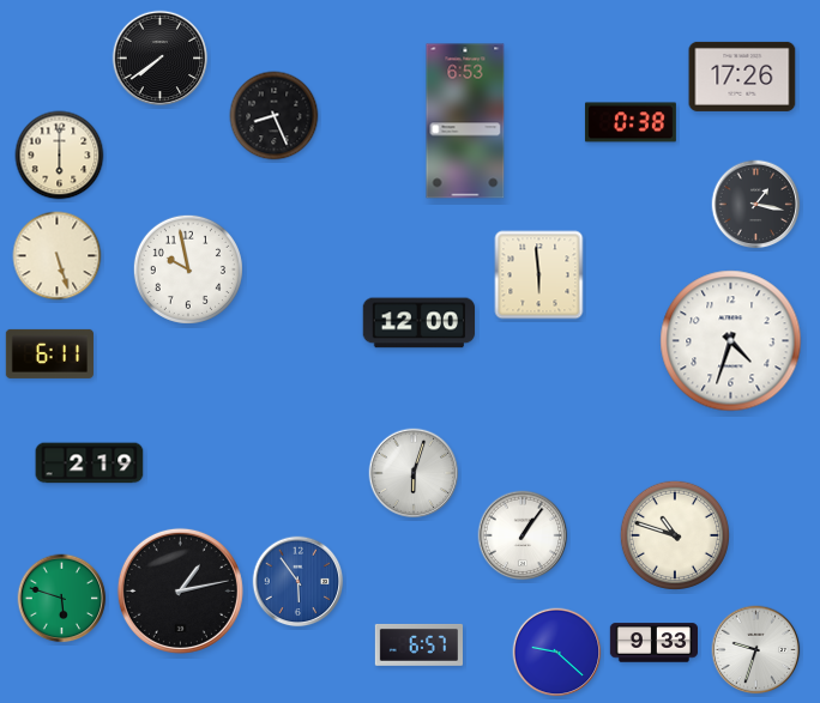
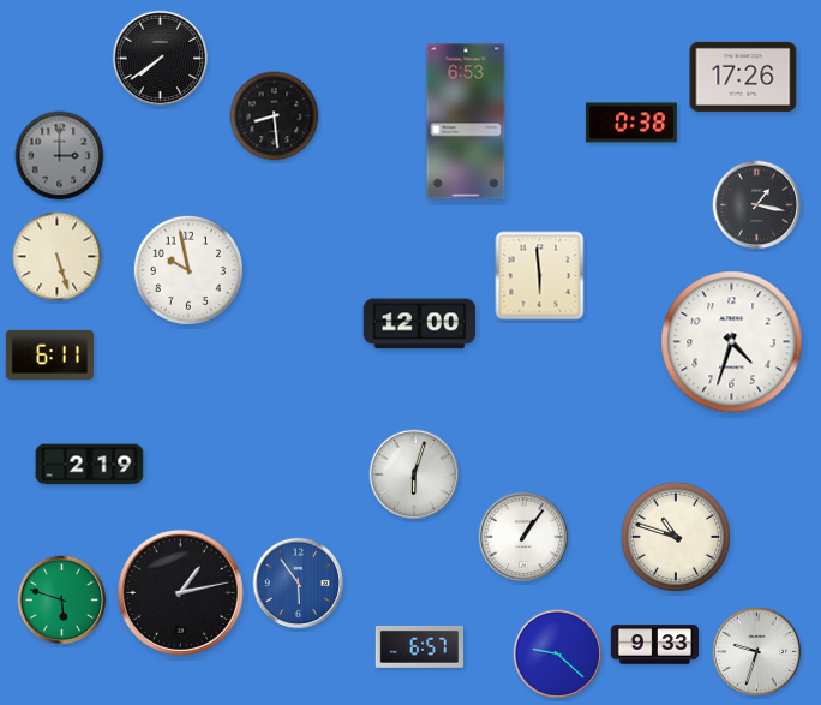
clock at (275, 116): 8:26 -> 8:29
clock at (60, 156): 6:00 -> 3:00
clock at (60, 156) dial: cream -> grey
